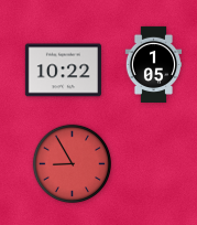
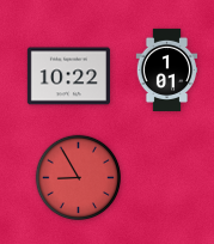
clock at (154, 64): 1:05 -> 1:01
